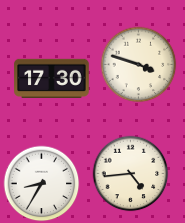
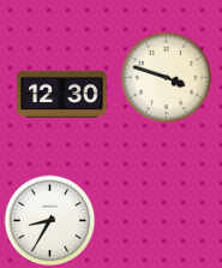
clock at (52, 78): 17:30 -> 12:30
clock at (131, 174): 4:44 -> none
